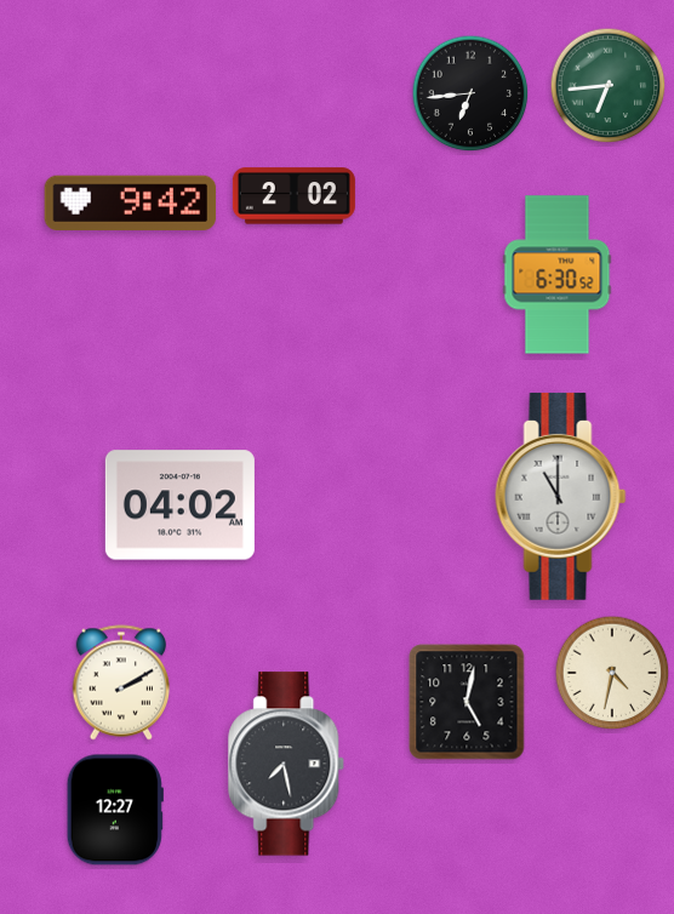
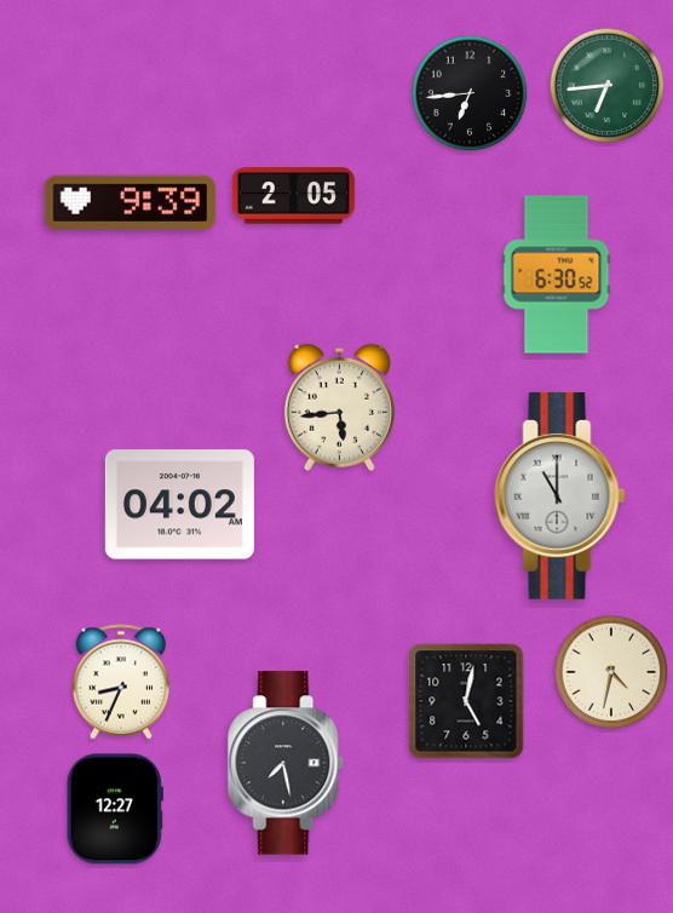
clock at (293, 196): 2:02 -> 2:05
clock at (131, 202): 9:42 -> 9:39
clock at (339, 407): none -> 5:44
clock at (121, 682): 2:10 -> 8:34
